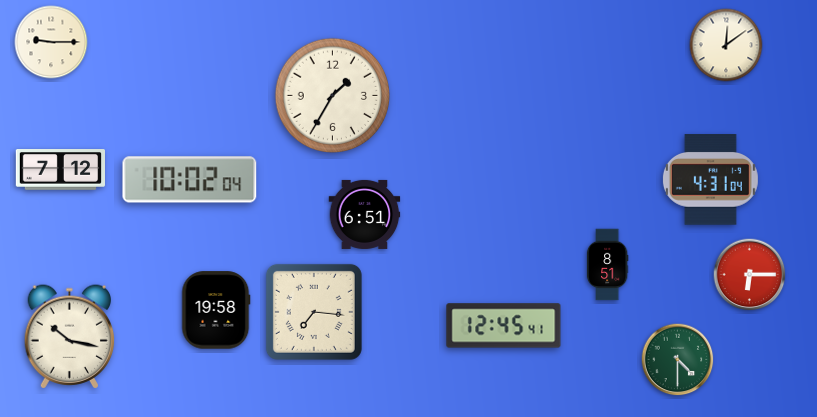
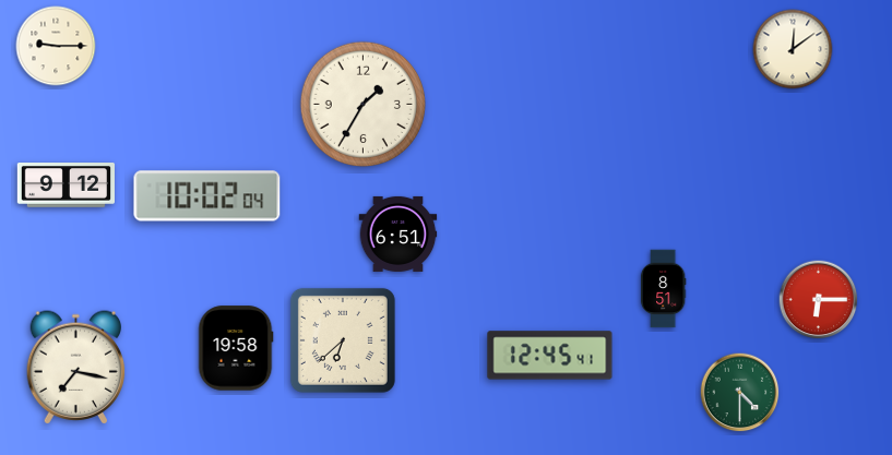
clock at (60, 170): 7:12 -> 9:12
clock at (710, 180): 4:31 -> none
clock at (216, 310) position: (216, 310) -> (236, 348)
clock at (314, 312): 7:16 -> 6:38
clock at (70, 337): 10:17 -> 7:17
